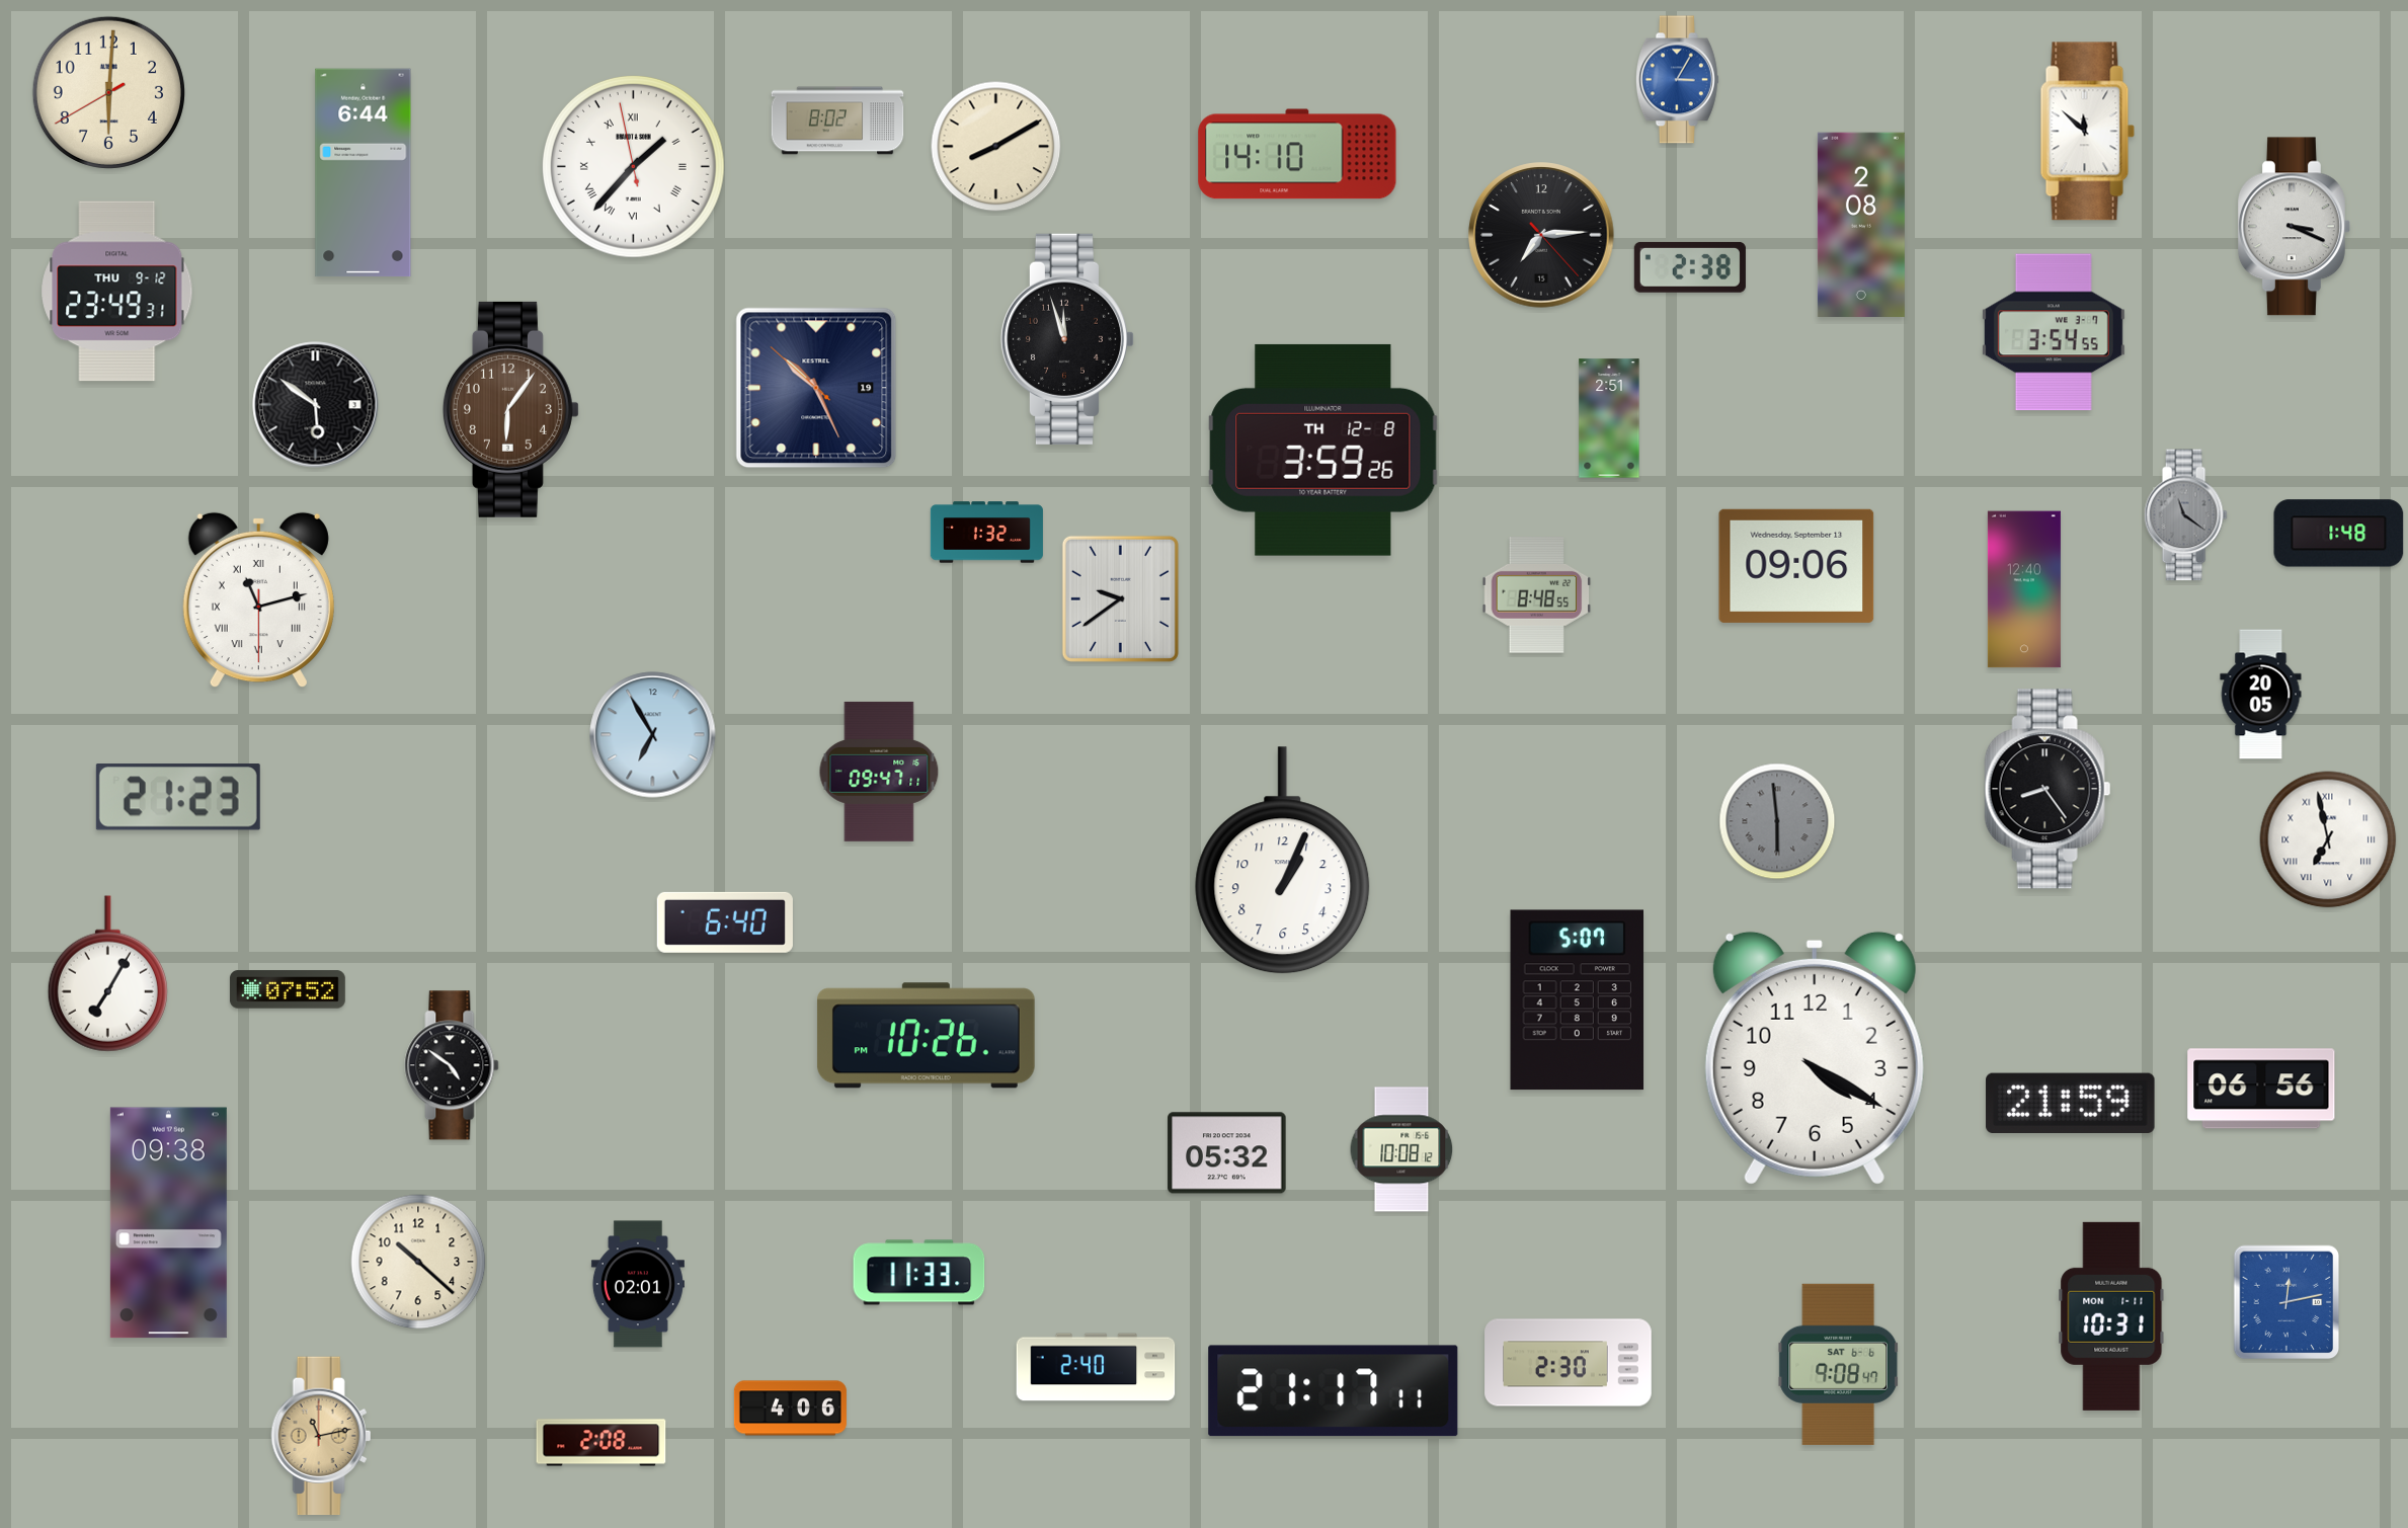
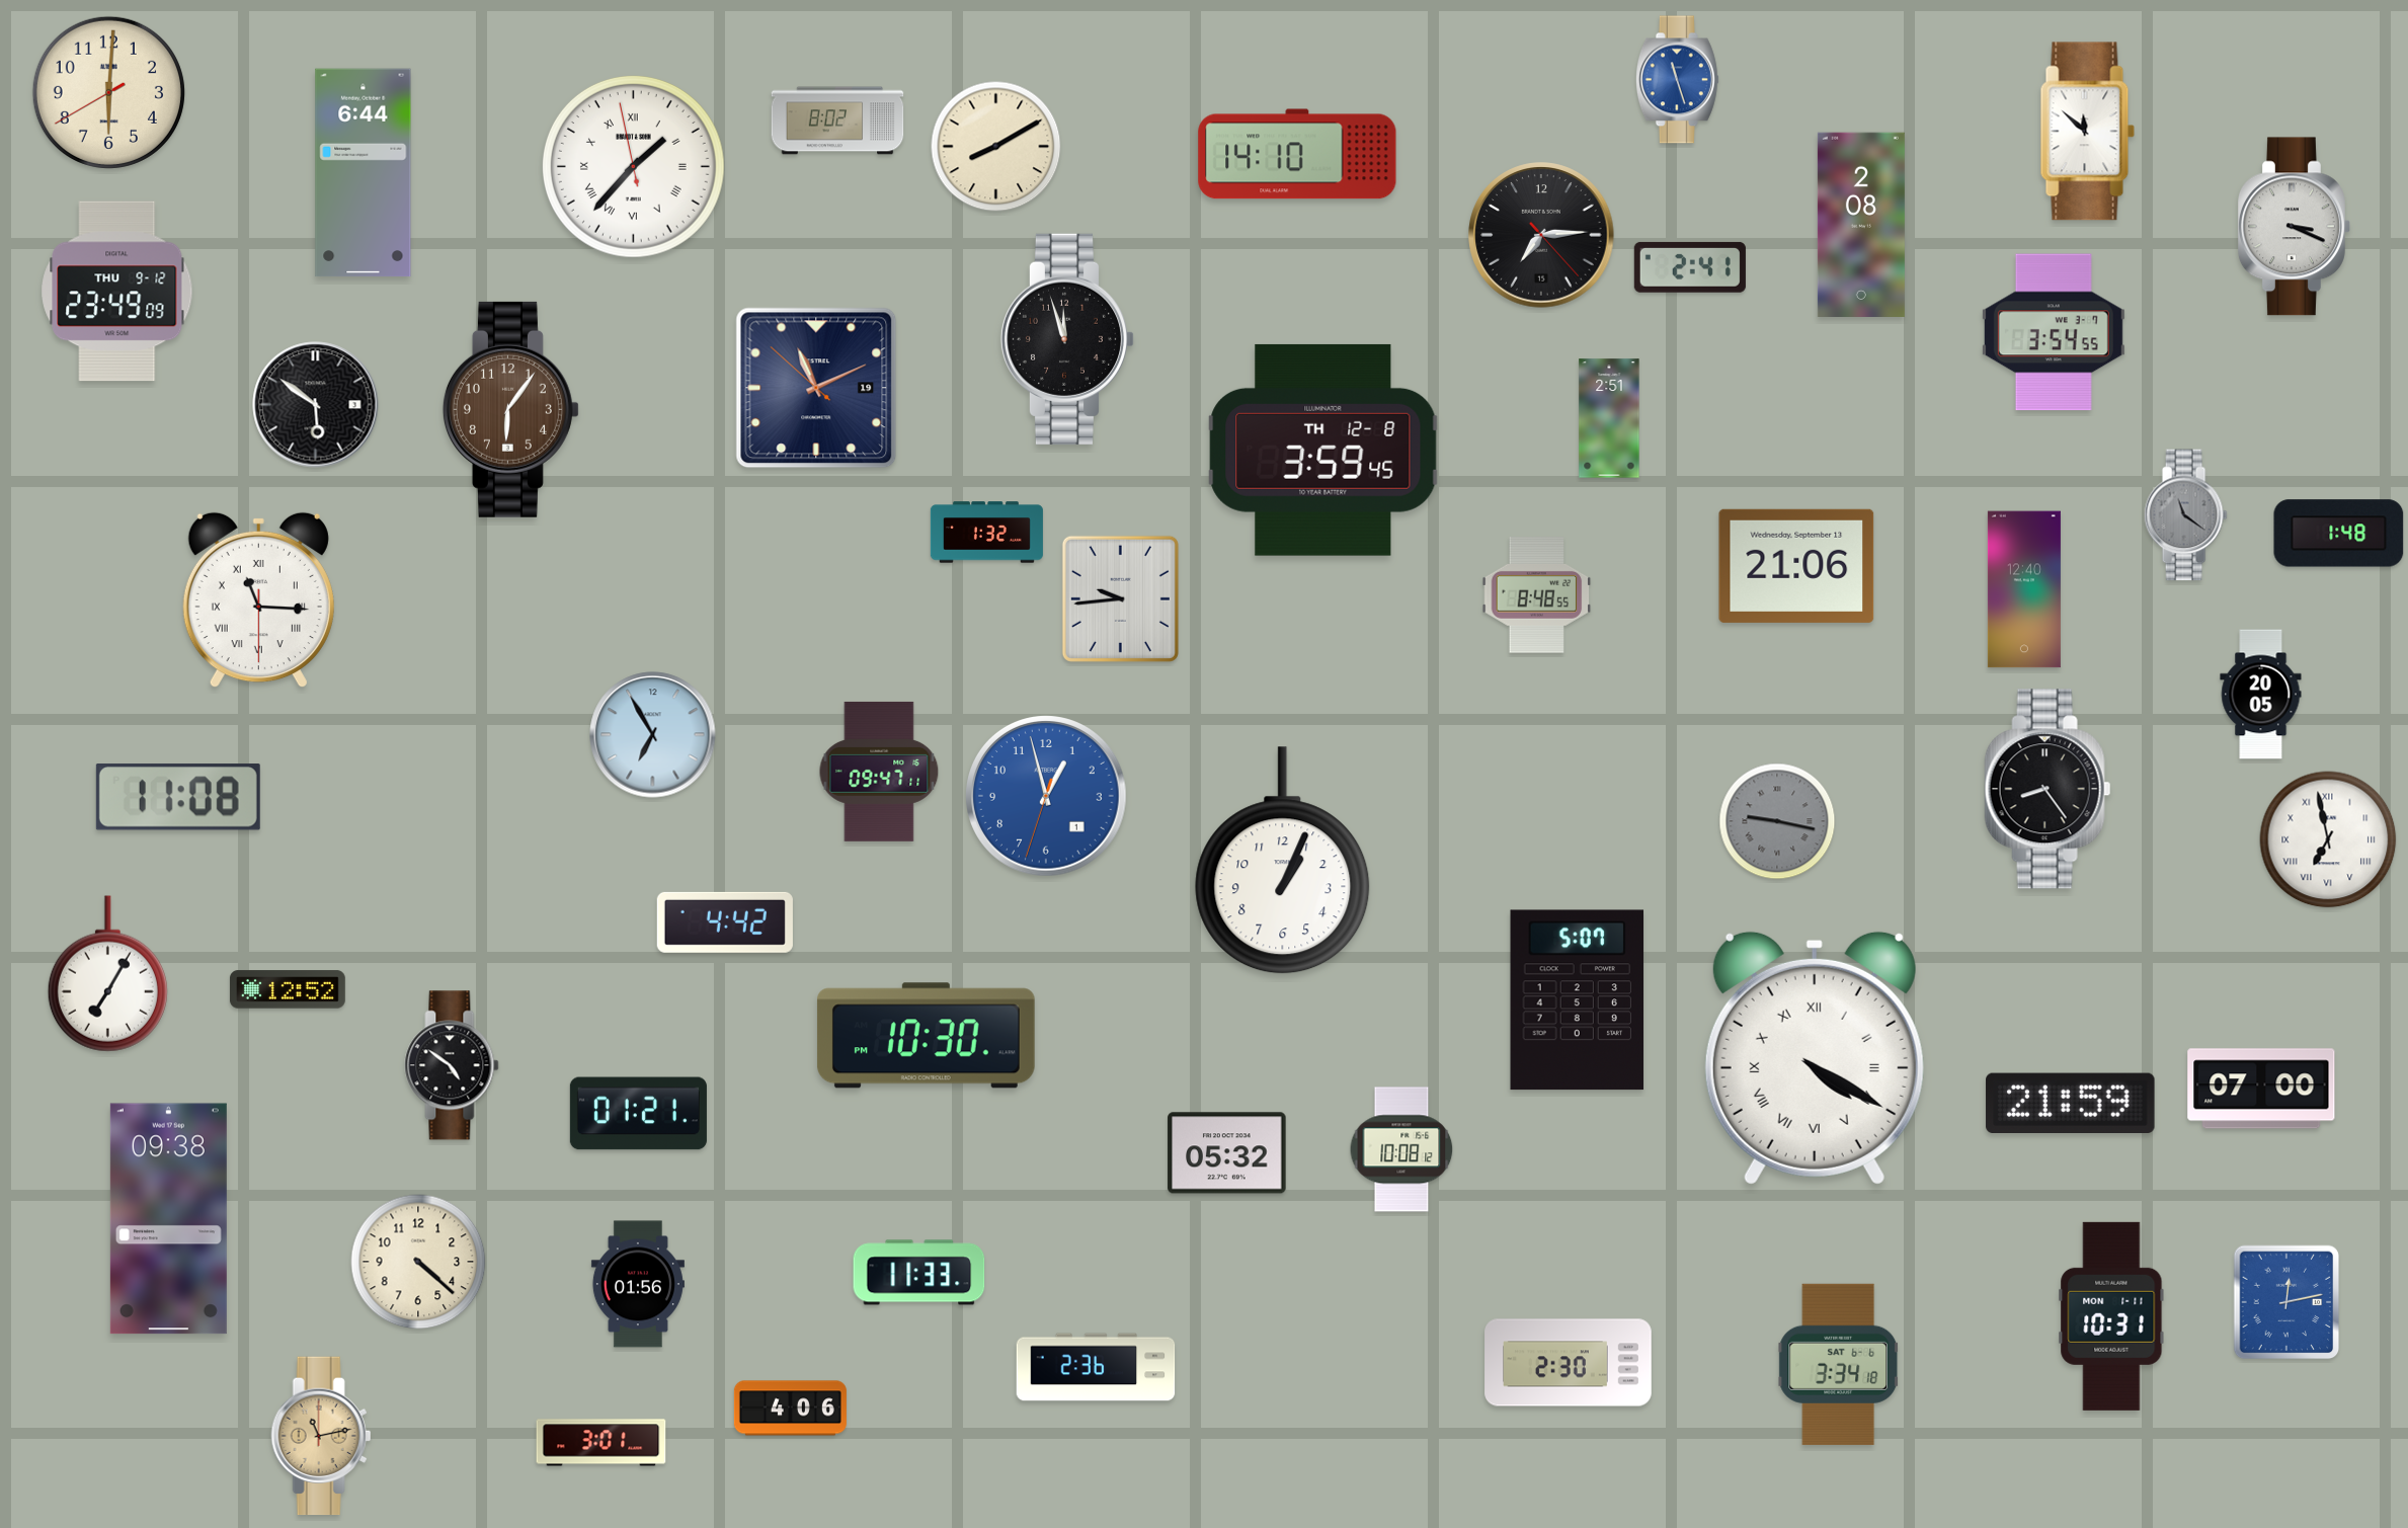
clock at (1677, 80): 3:05 -> 11:27
clock at (1690, 267): 2:38 -> 2:41
clock at (117, 292): 23:49:31 -> 23:49:09
clock at (816, 388): 10:25 -> 11:10
clock at (1323, 450): 3:59:26 -> 3:59:45
clock at (1796, 566): 09:06 -> 21:06
clock at (1120, 598): 9:39 -> 9:44
clock at (258, 600): 11:12 -> 11:15
clock at (178, 797): 21:23 -> 11:08
clock at (1047, 797): none -> 12:57
clock at (1777, 821): 5:59 -> 9:17
clock at (725, 922): 6:40 -> 4:42
clock at (288, 989): 07:52 -> 12:52
clock at (926, 1036): 10:26 -> 10:30
clock at (1815, 1058) numerals: Arabic -> Roman
clock at (2261, 1089): 06:56 -> 07:00
clock at (638, 1114): none -> 01:21
clock at (168, 1223) position: (168, 1223) -> (168, 1219)
clock at (418, 1262): 10:22 -> 4:22
clock at (638, 1284): 02:01 -> 01:56
clock at (1839, 1364): 9:08 -> 3:34
clock at (1096, 1367): 2:40 -> 2:36
clock at (1334, 1391): 21:17 -> none
clock at (601, 1443): 2:08 -> 3:01
